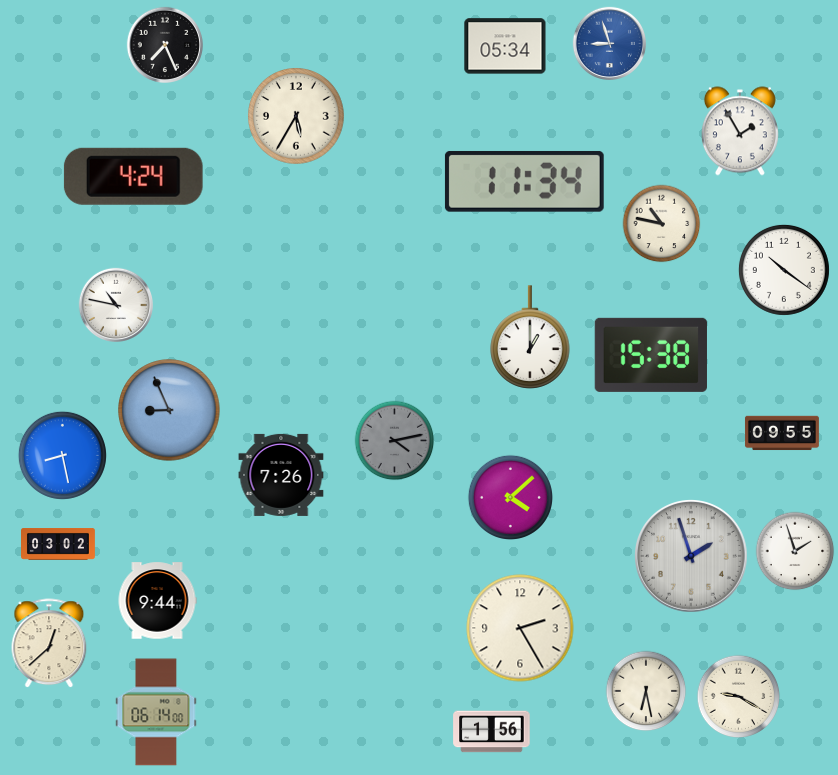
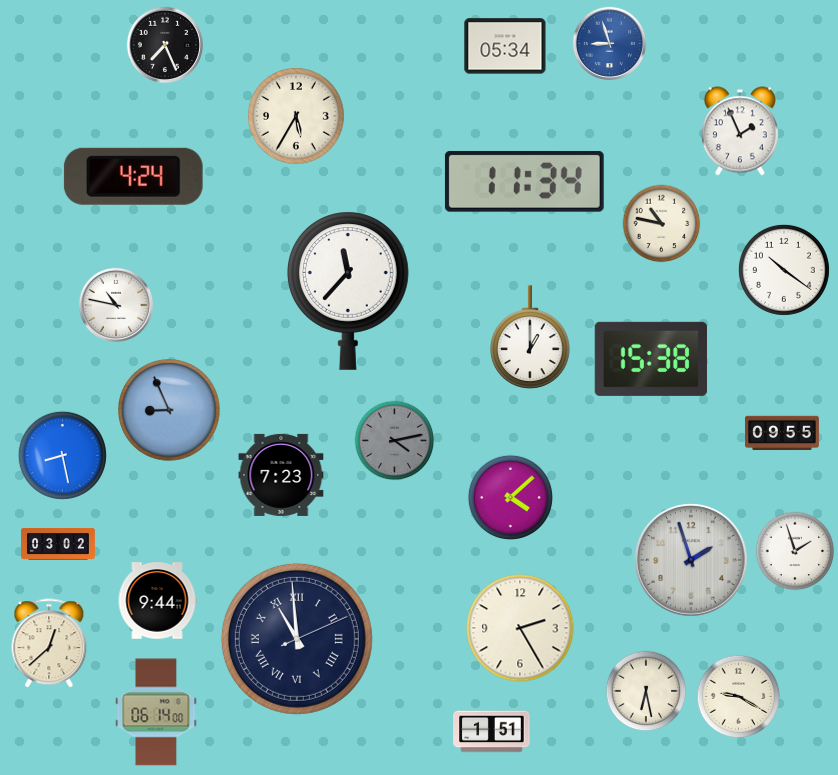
clock at (740, 131): 1:55 -> 1:56
clock at (348, 291): none -> 11:37
clock at (651, 355) position: (651, 355) -> (651, 359)
clock at (281, 475): 7:26 -> 7:23
clock at (692, 557) position: (692, 557) -> (692, 561)
clock at (297, 639): none -> 10:59
clock at (492, 732): 1:56 -> 1:51
